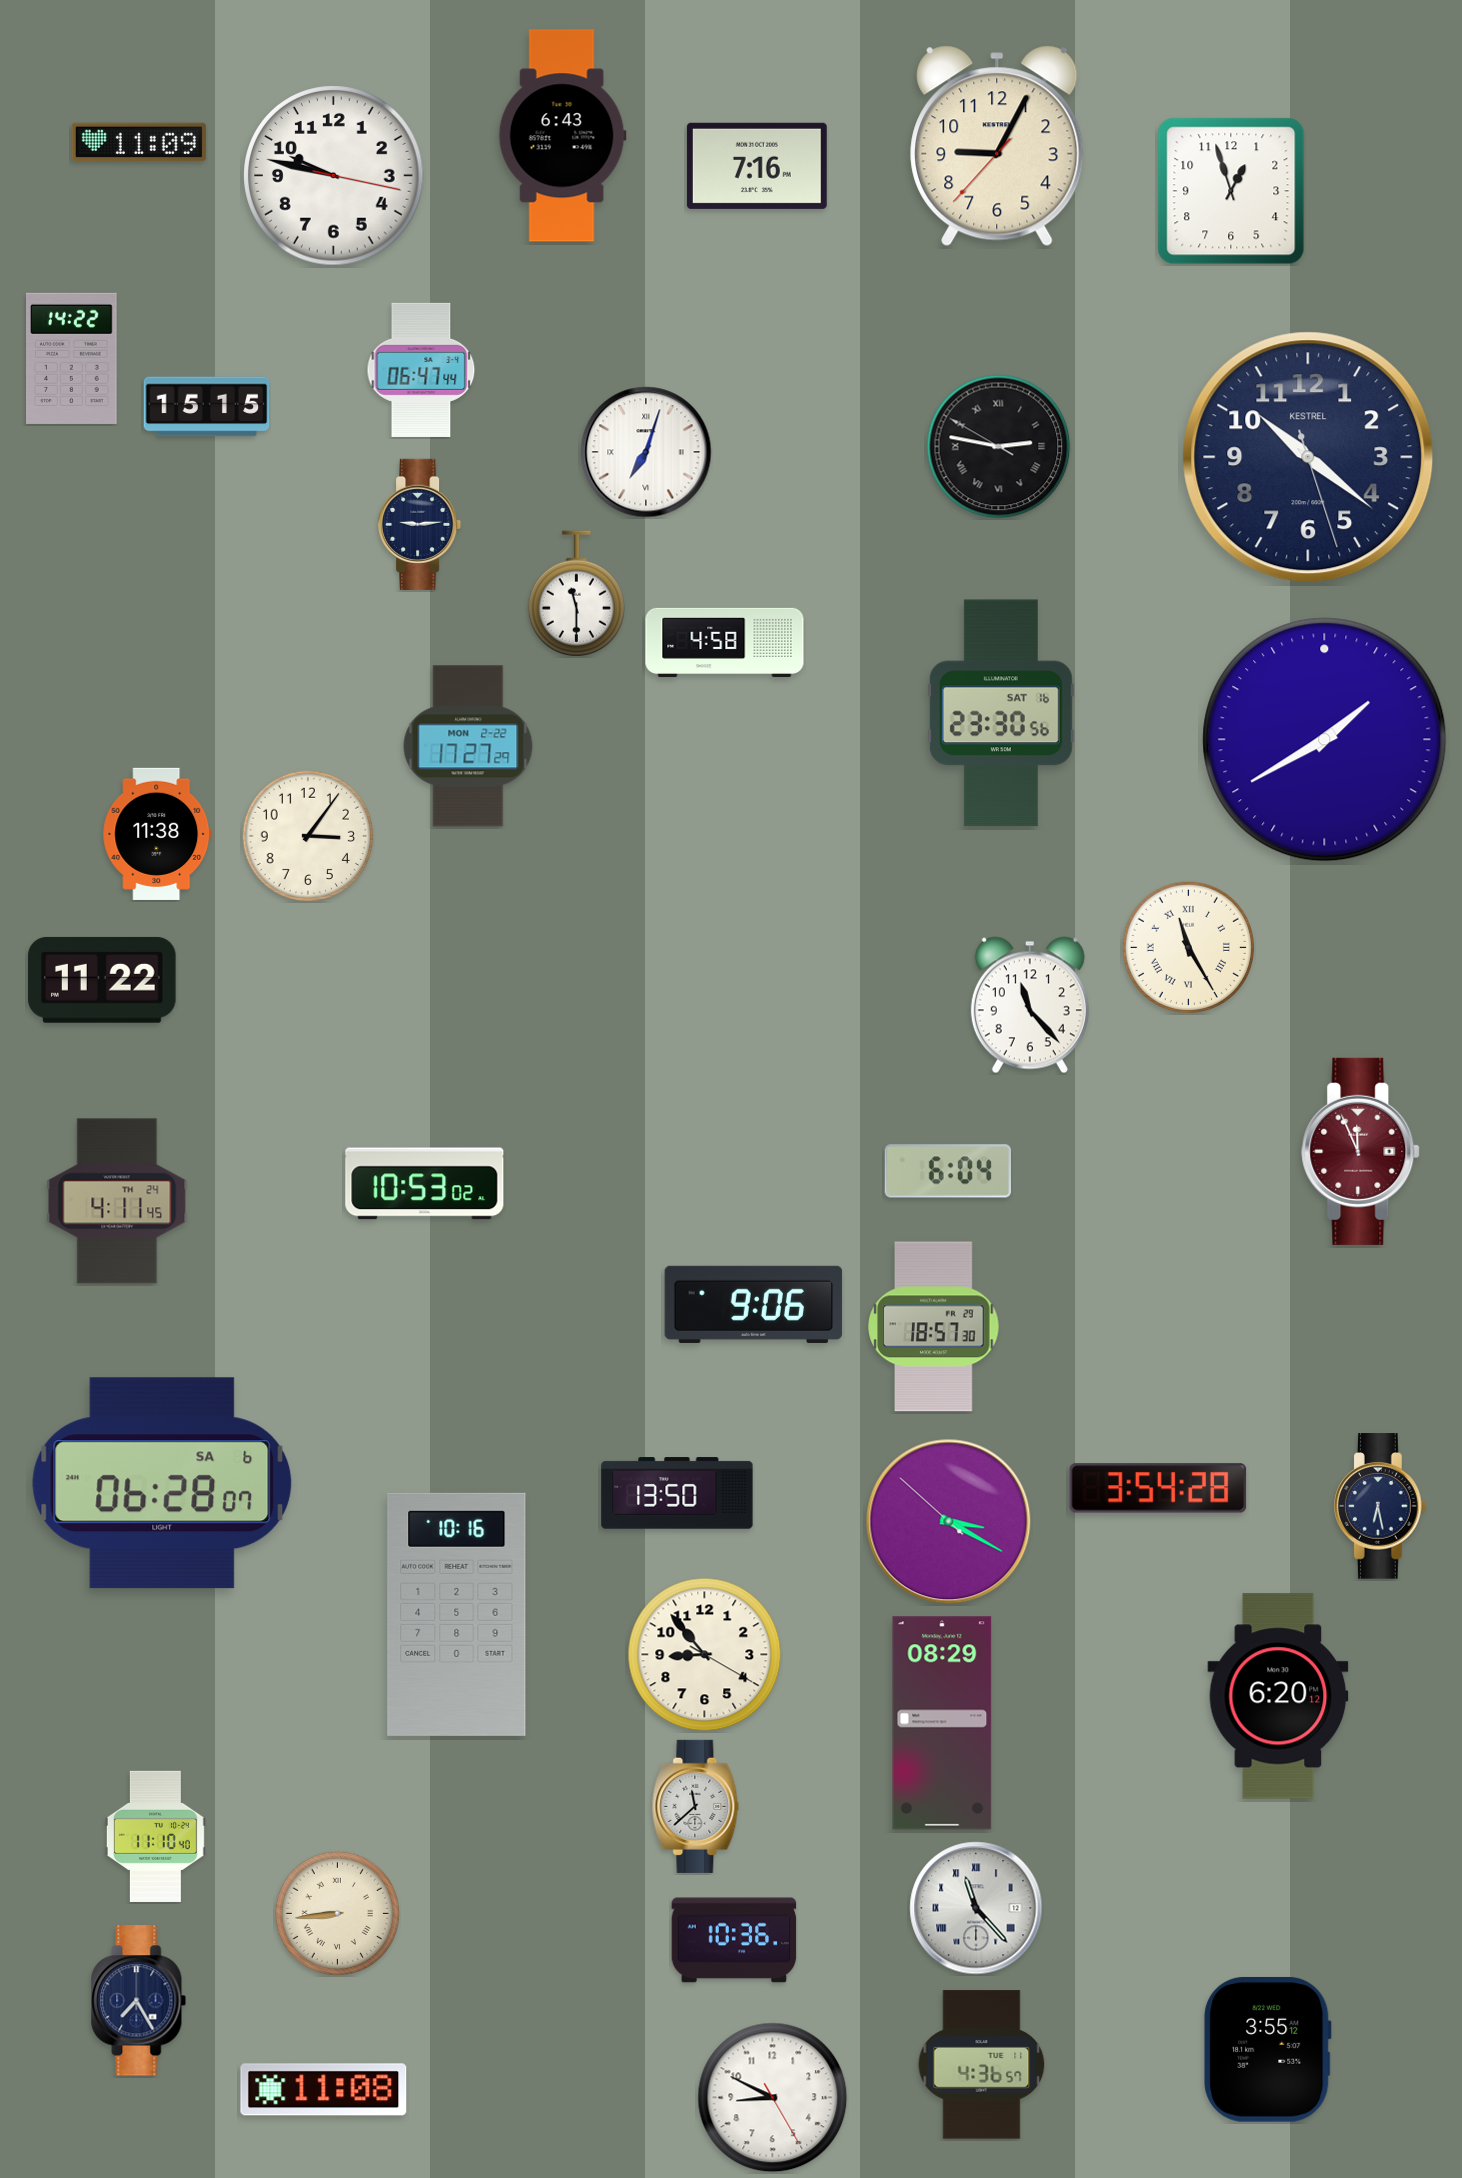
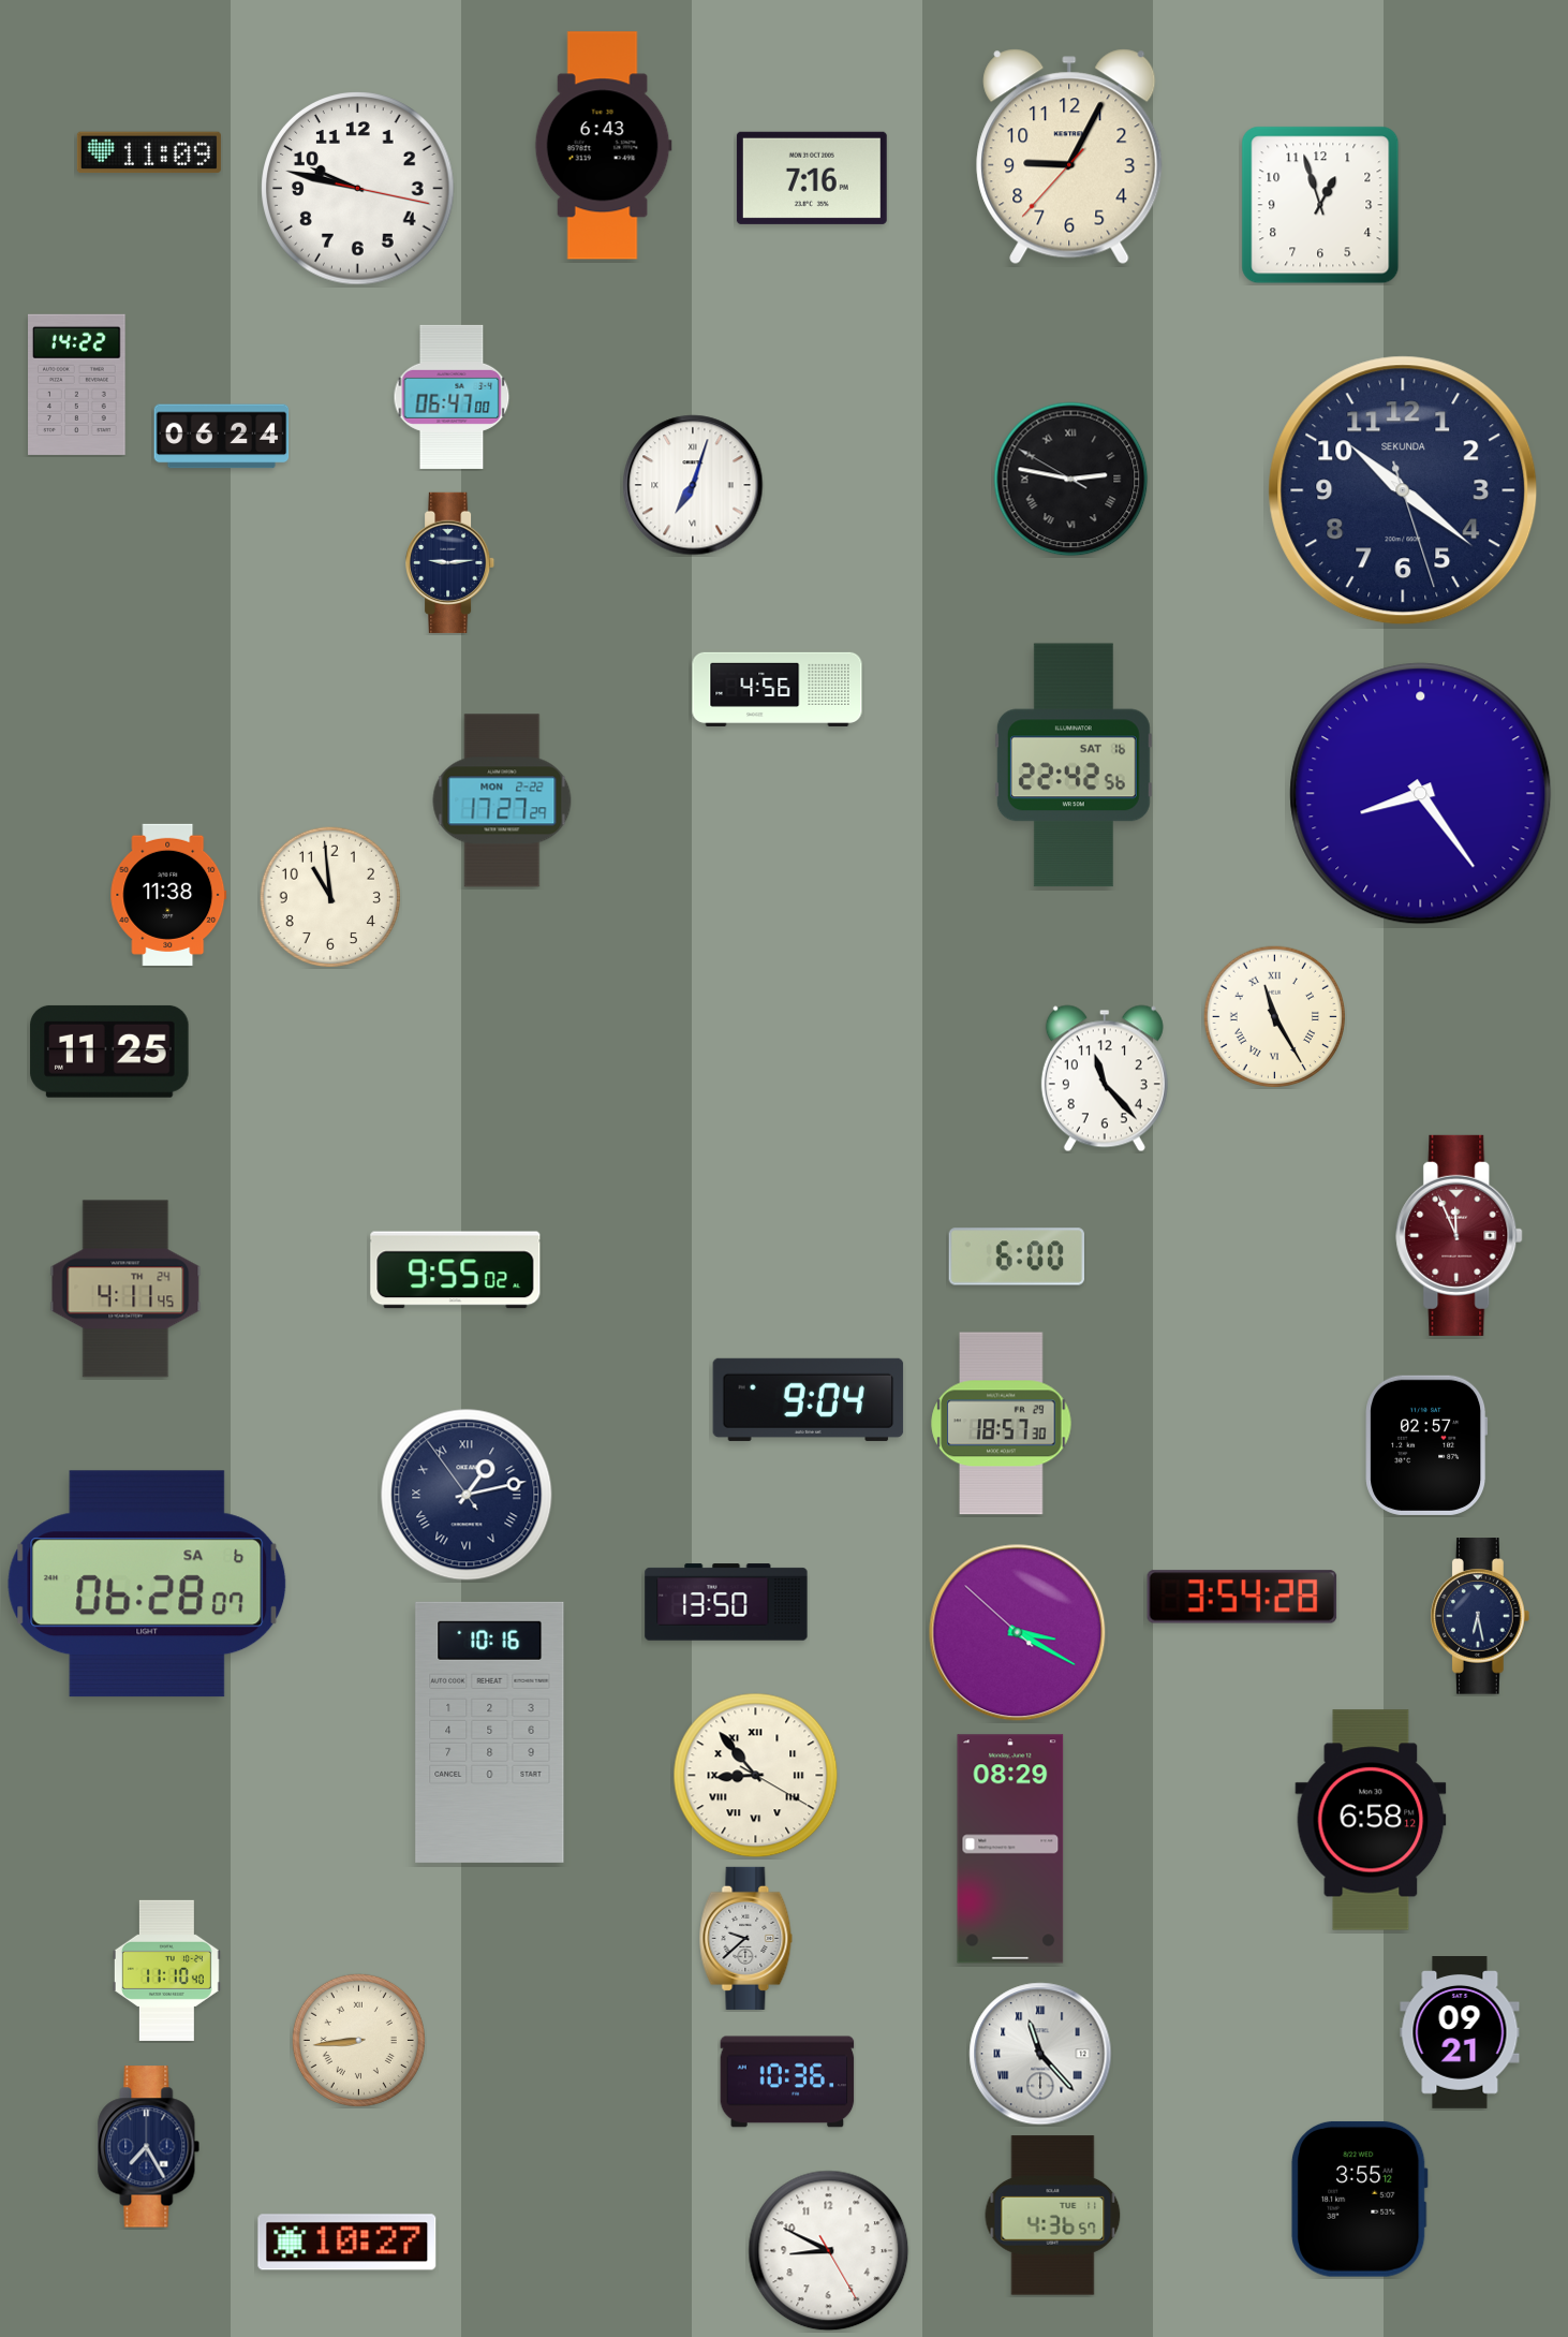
clock at (421, 370): 06:47:44 -> 06:47:00
clock at (207, 407): 15:15 -> 06:24
clock at (1308, 457) brand: KESTREL -> SEKUNDA
clock at (576, 594): 11:30 -> none
clock at (725, 642): 4:58 -> 4:56
clock at (1001, 713): 23:30 -> 22:42
clock at (1325, 740): 1:40 -> 8:24
clock at (307, 835): 3:06 -> 10:59
clock at (102, 980): 11:22 -> 11:25
clock at (947, 1171): 6:04 -> 6:00
clock at (425, 1184): 10:53 -> 9:55
clock at (754, 1304): 9:06 -> 9:04
clock at (1426, 1445): none -> 02:57
clock at (467, 1495): none -> 1:12
clock at (162, 1483) position: (162, 1483) -> (147, 1584)
clock at (705, 1655) numerals: Arabic -> Roman
clock at (1278, 1696): 6:20 -> 6:58
clock at (696, 1806): 11:38 -> 9:38
clock at (1460, 2033): none -> 09:21
clock at (976, 1908) position: (976, 1908) -> (1040, 2054)
clock at (337, 1913) position: (337, 1913) -> (358, 2040)
clock at (324, 2090): 11:08 -> 10:27
